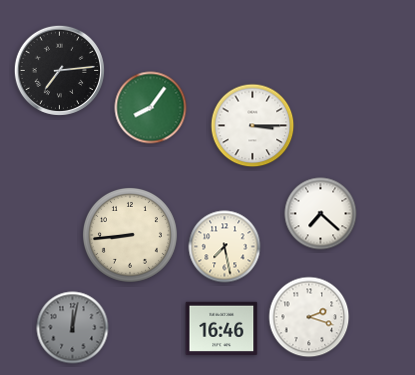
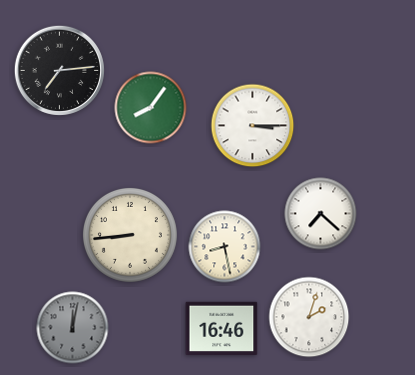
clock at (225, 247): 7:28 -> 8:28
clock at (309, 317): 2:18 -> 2:03
